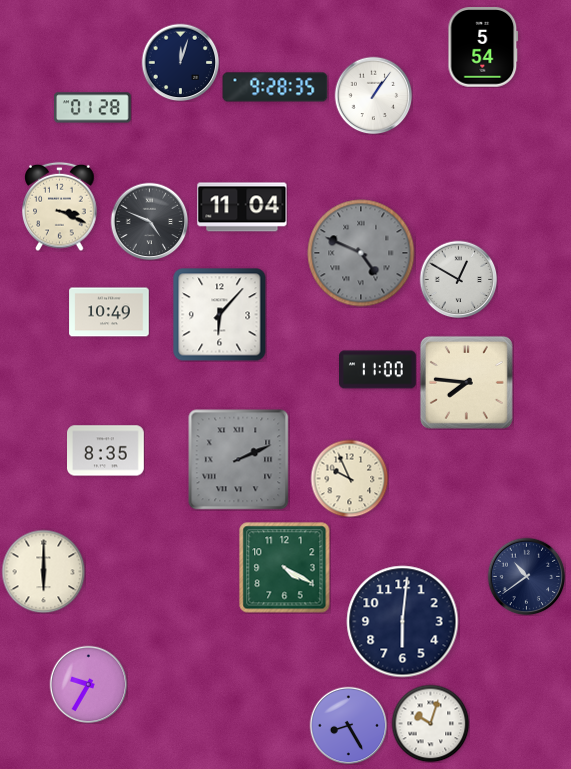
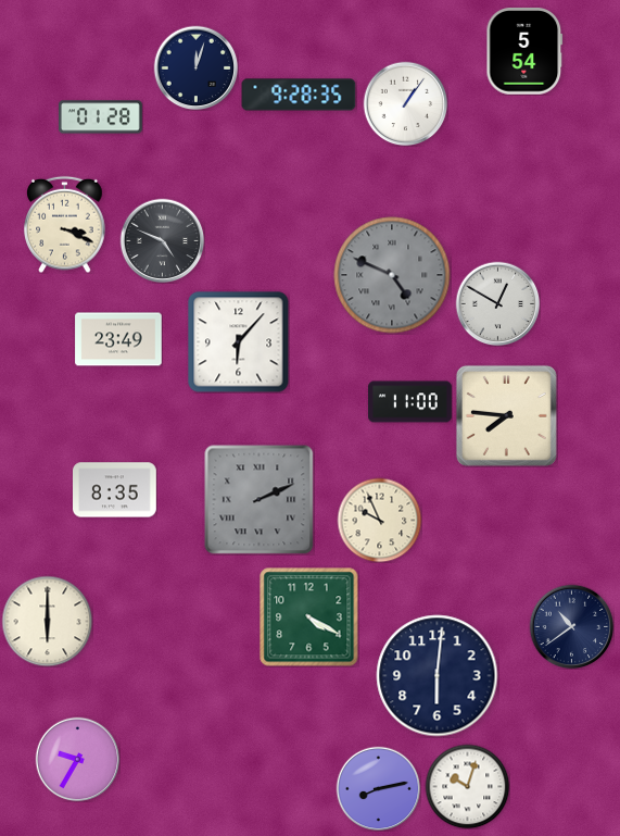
clock at (242, 207): 11:04 -> none
clock at (109, 312): 10:49 -> 23:49
clock at (88, 684) position: (88, 684) -> (77, 759)
clock at (348, 725): 8:25 -> 8:13
